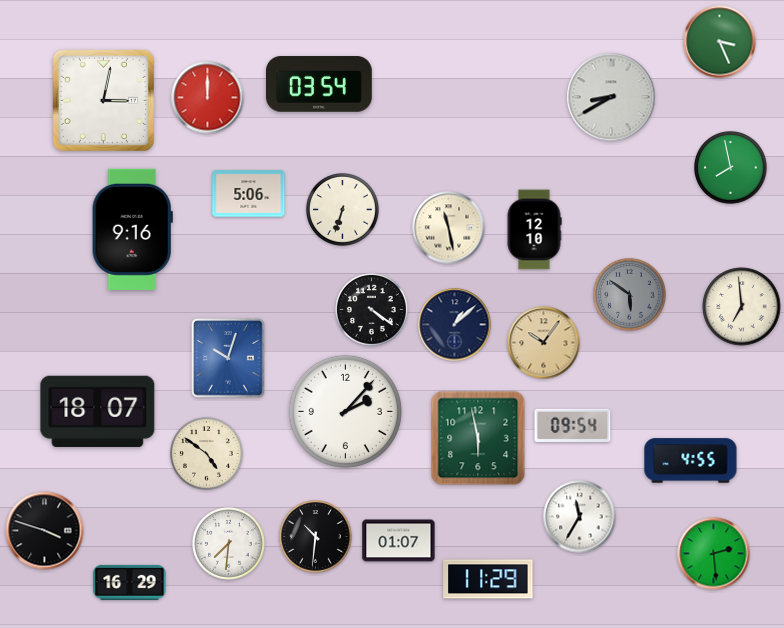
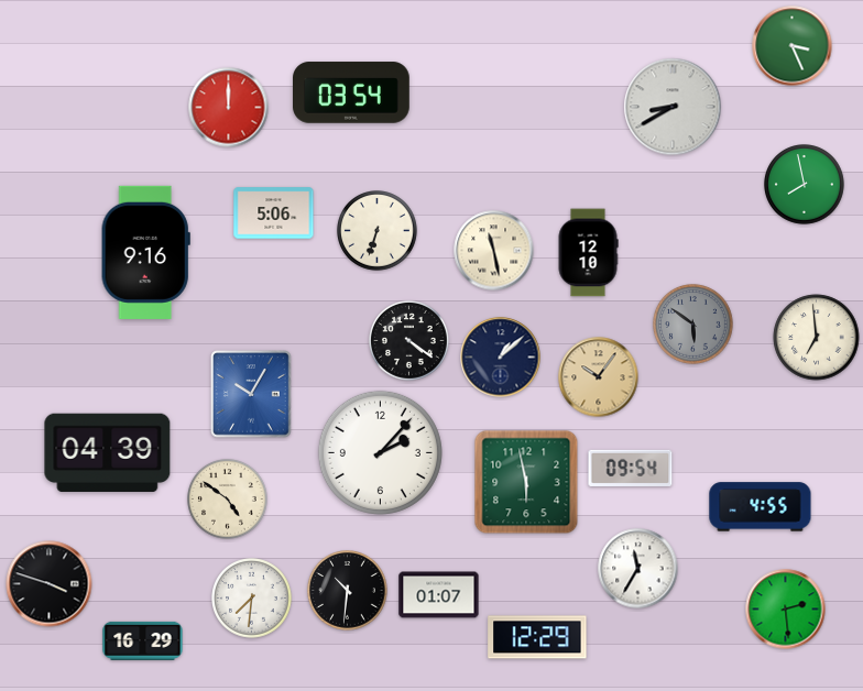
clock at (103, 100): 3:02 -> none
clock at (228, 358): 10:03 -> 10:05
clock at (98, 411): 18:07 -> 04:39
clock at (488, 579): 11:29 -> 12:29
